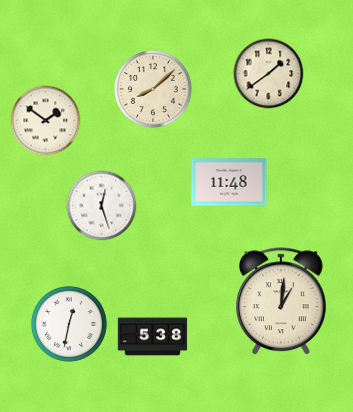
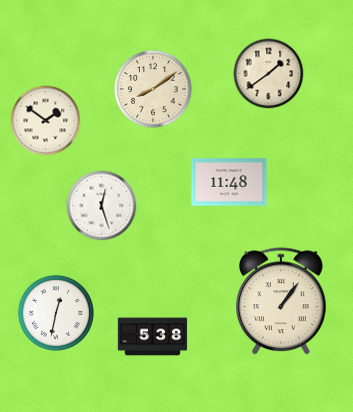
clock at (154, 90): 8:08 -> 8:09
clock at (282, 302): 1:01 -> 1:06
clock at (69, 324) position: (69, 324) -> (56, 313)
